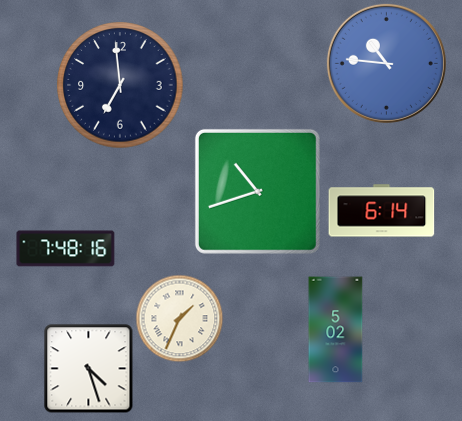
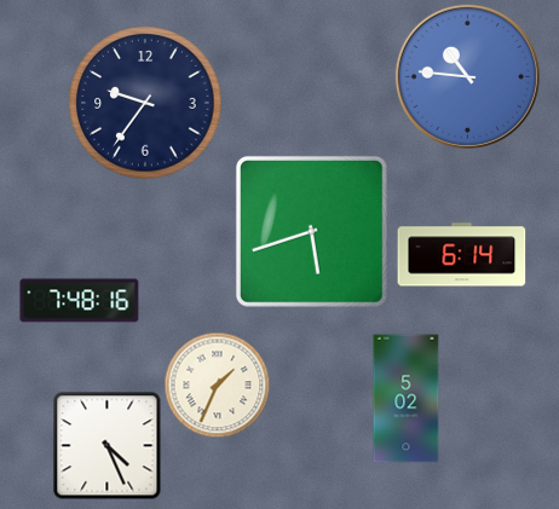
clock at (120, 85): 6:59 -> 9:36
clock at (257, 191): 10:42 -> 5:42
clock at (88, 368): 4:27 -> 4:26
